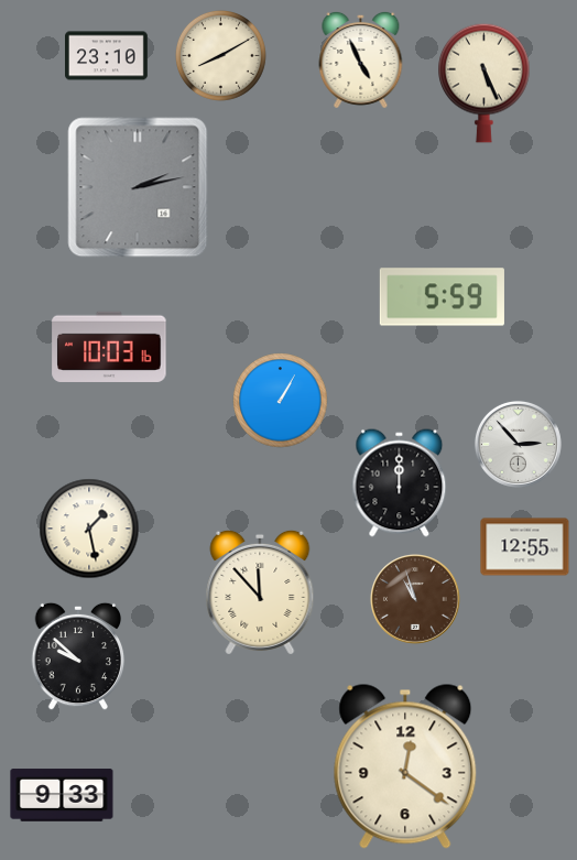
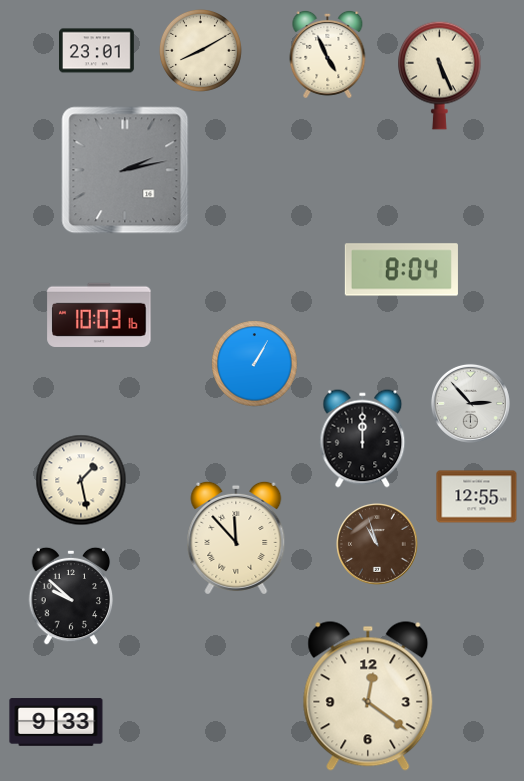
clock at (107, 56): 23:10 -> 23:01
clock at (442, 297): 5:59 -> 8:04
